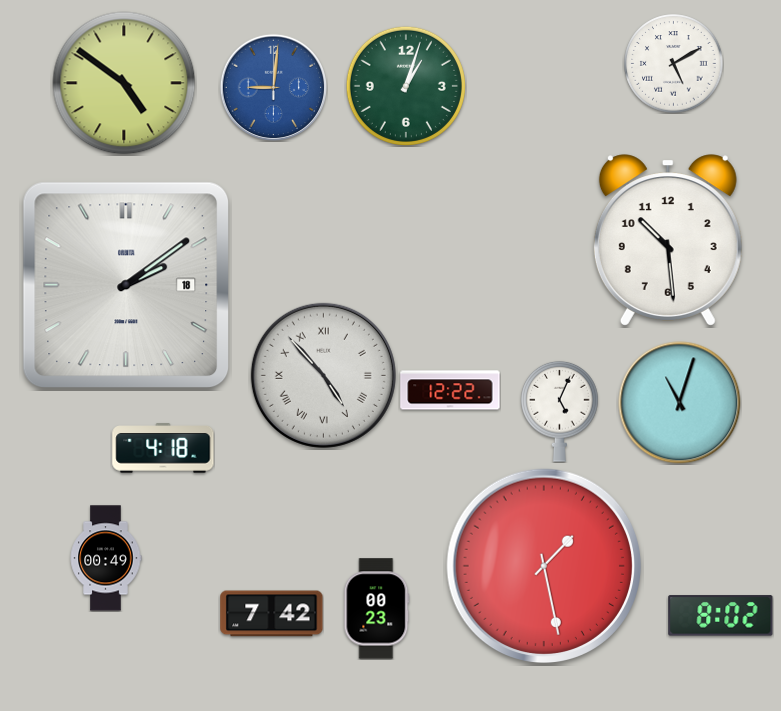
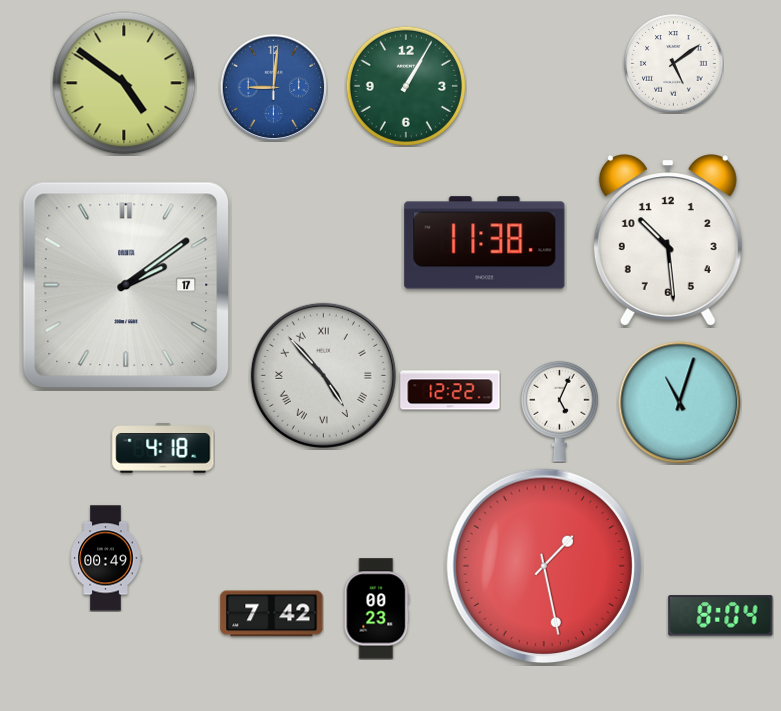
clock at (674, 64): 5:10 -> 5:09
clock at (406, 86): 1:03 -> 1:05
clock at (485, 243): none -> 11:38
clock at (126, 285) date: 18 -> 17
clock at (721, 616): 8:02 -> 8:04
